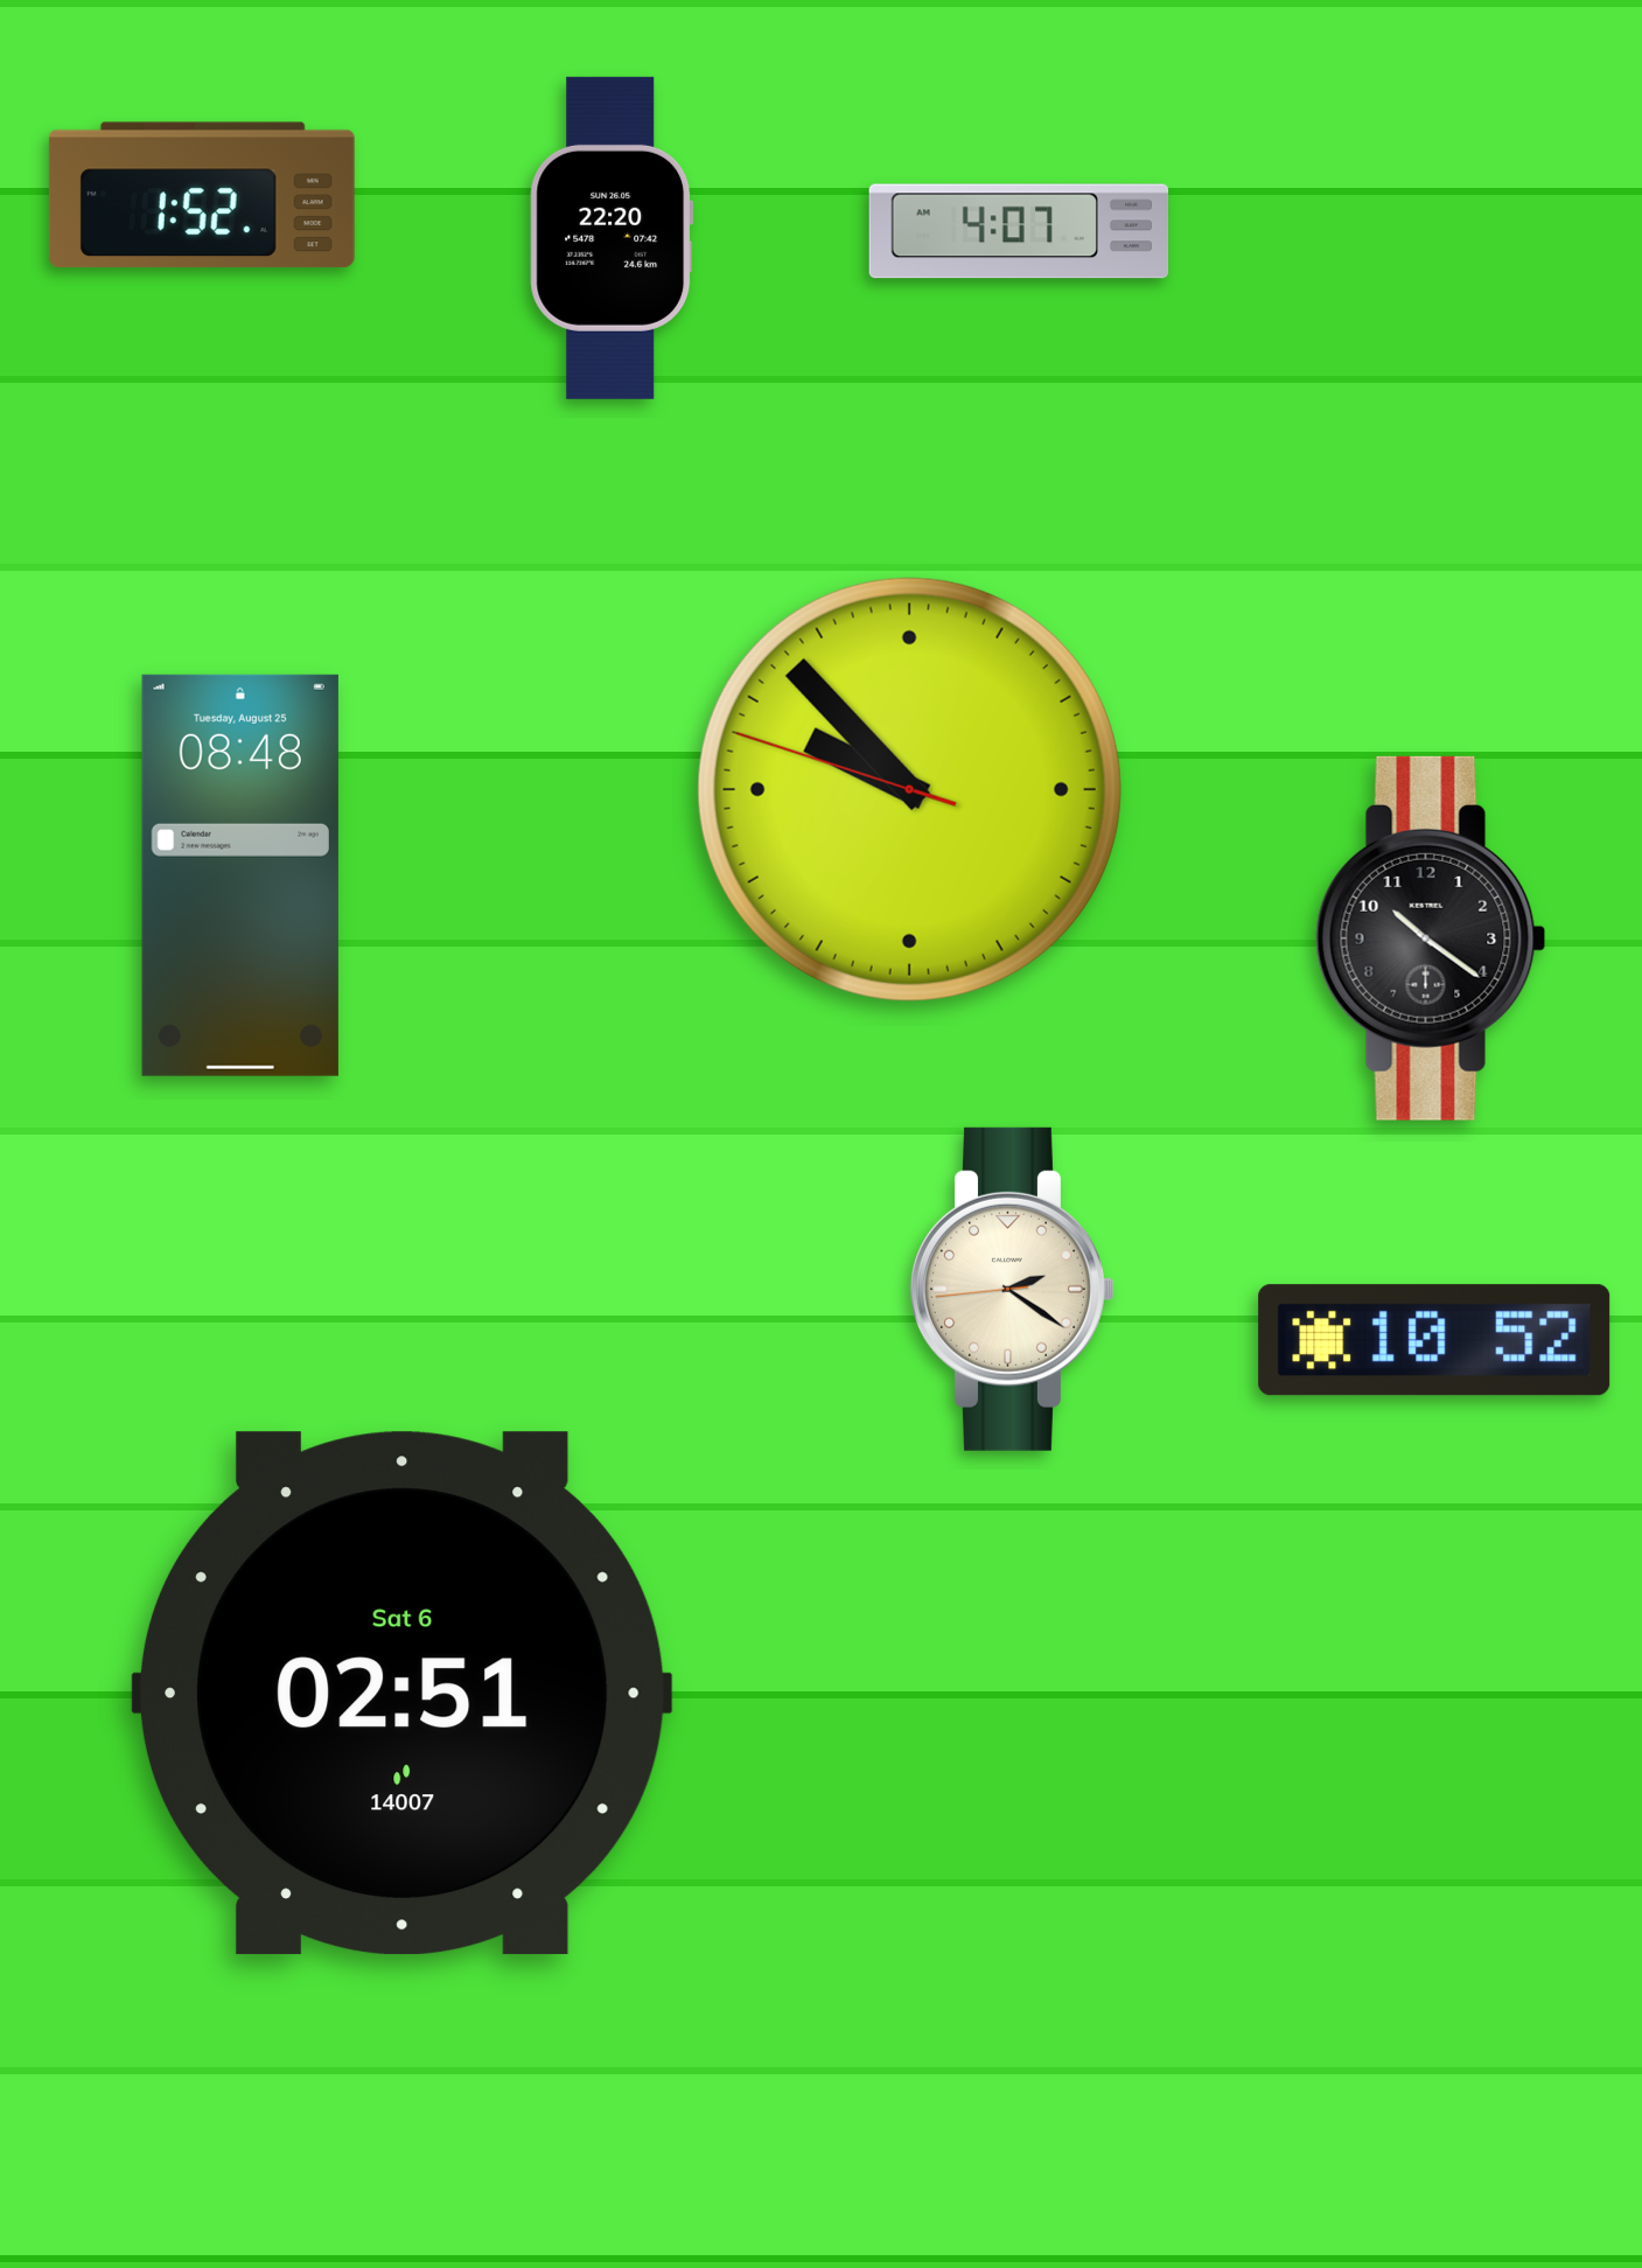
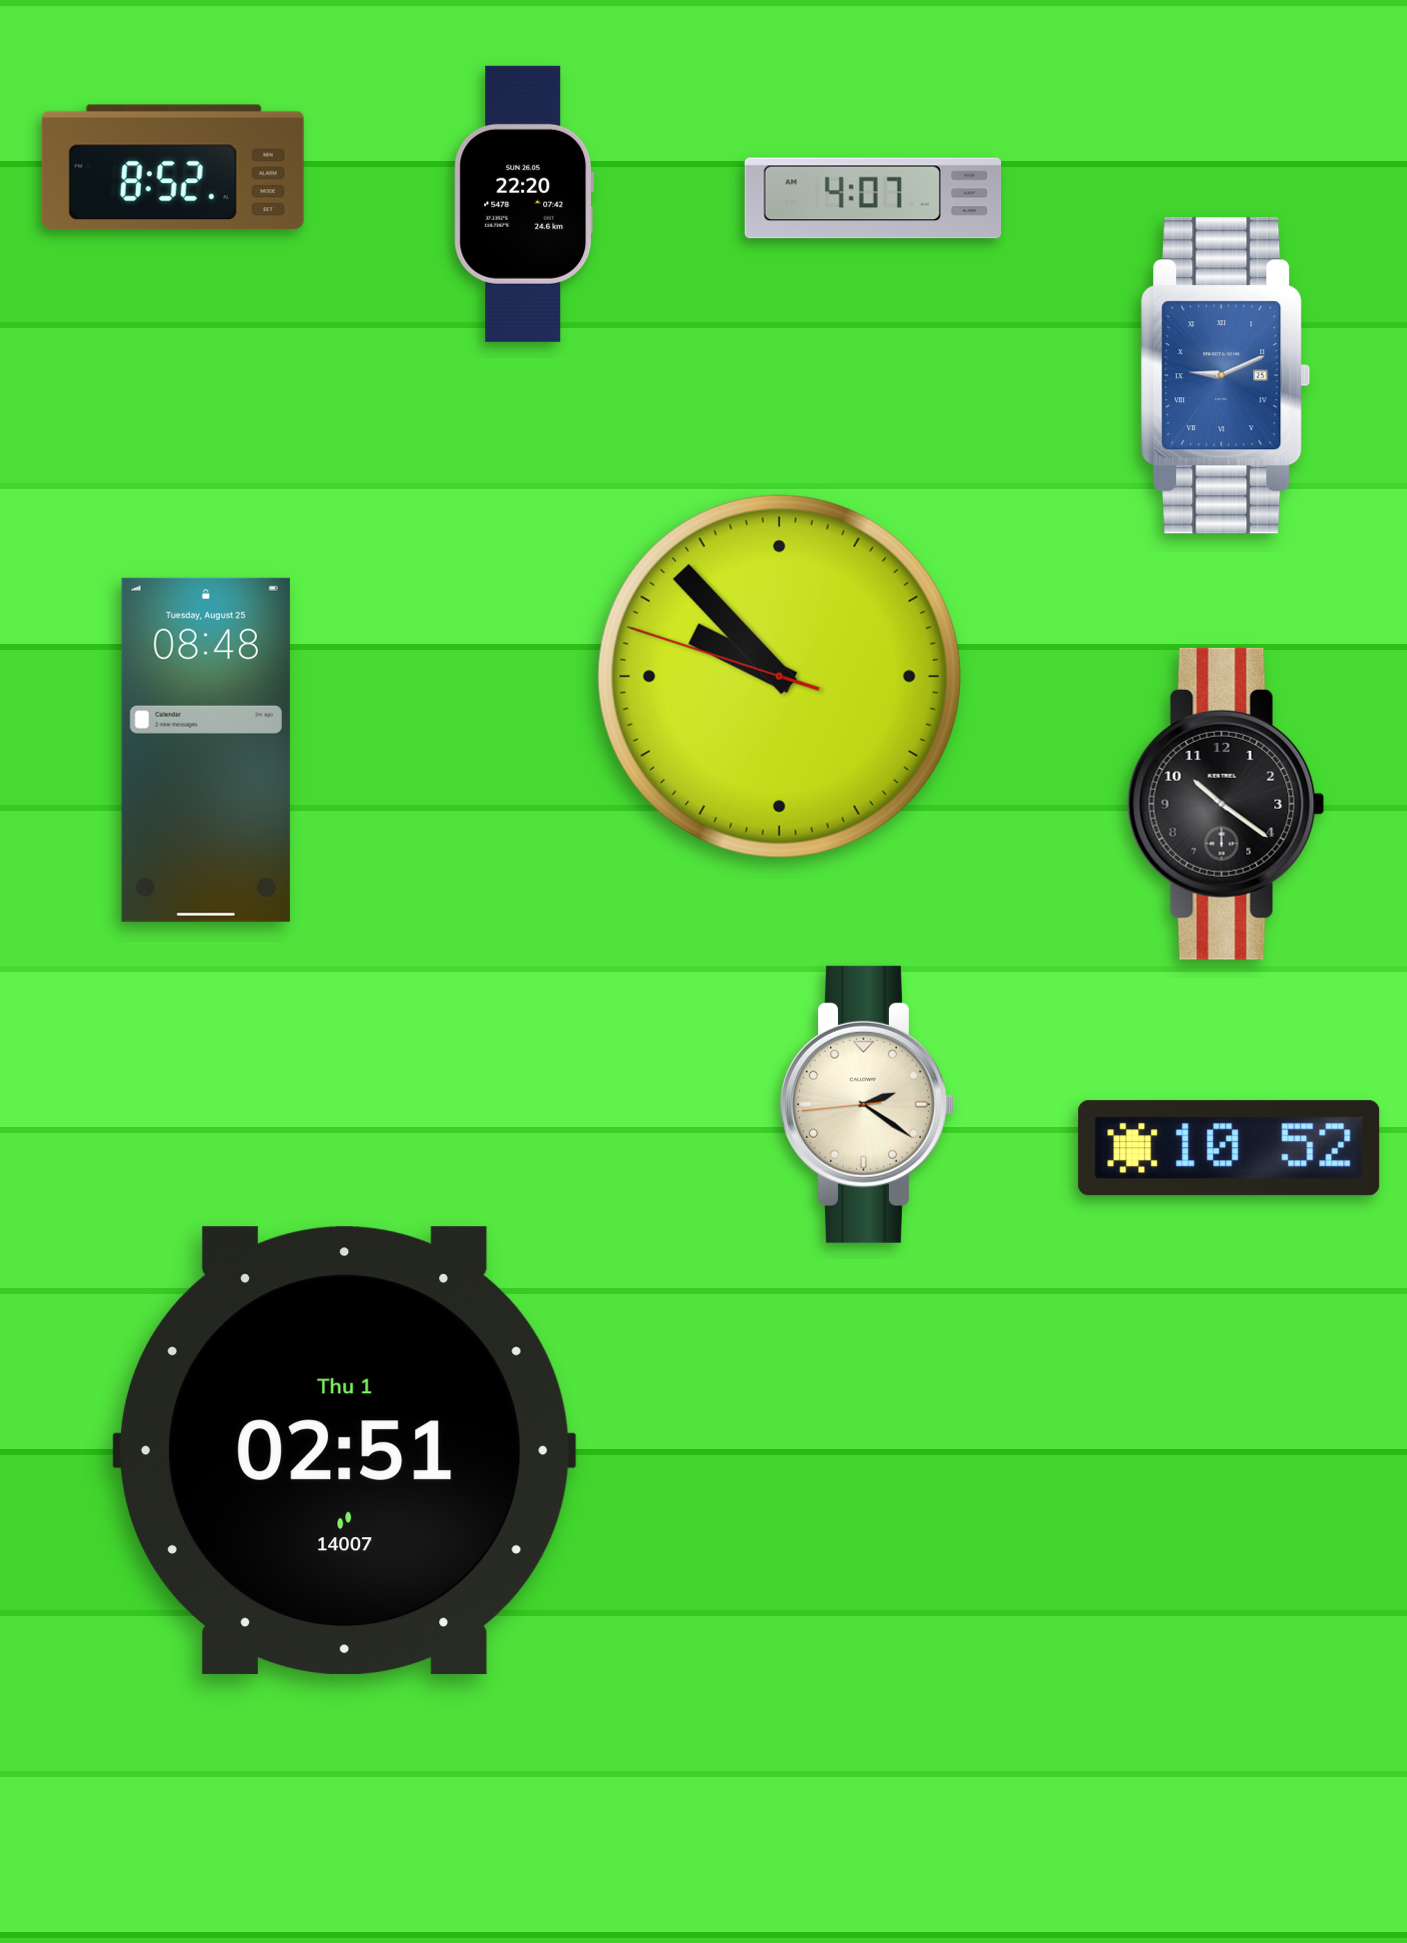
clock at (202, 194): 1:52 -> 8:52
clock at (1226, 376): none -> 9:11
clock at (401, 1694) date: Sat 6 -> Thu 1
